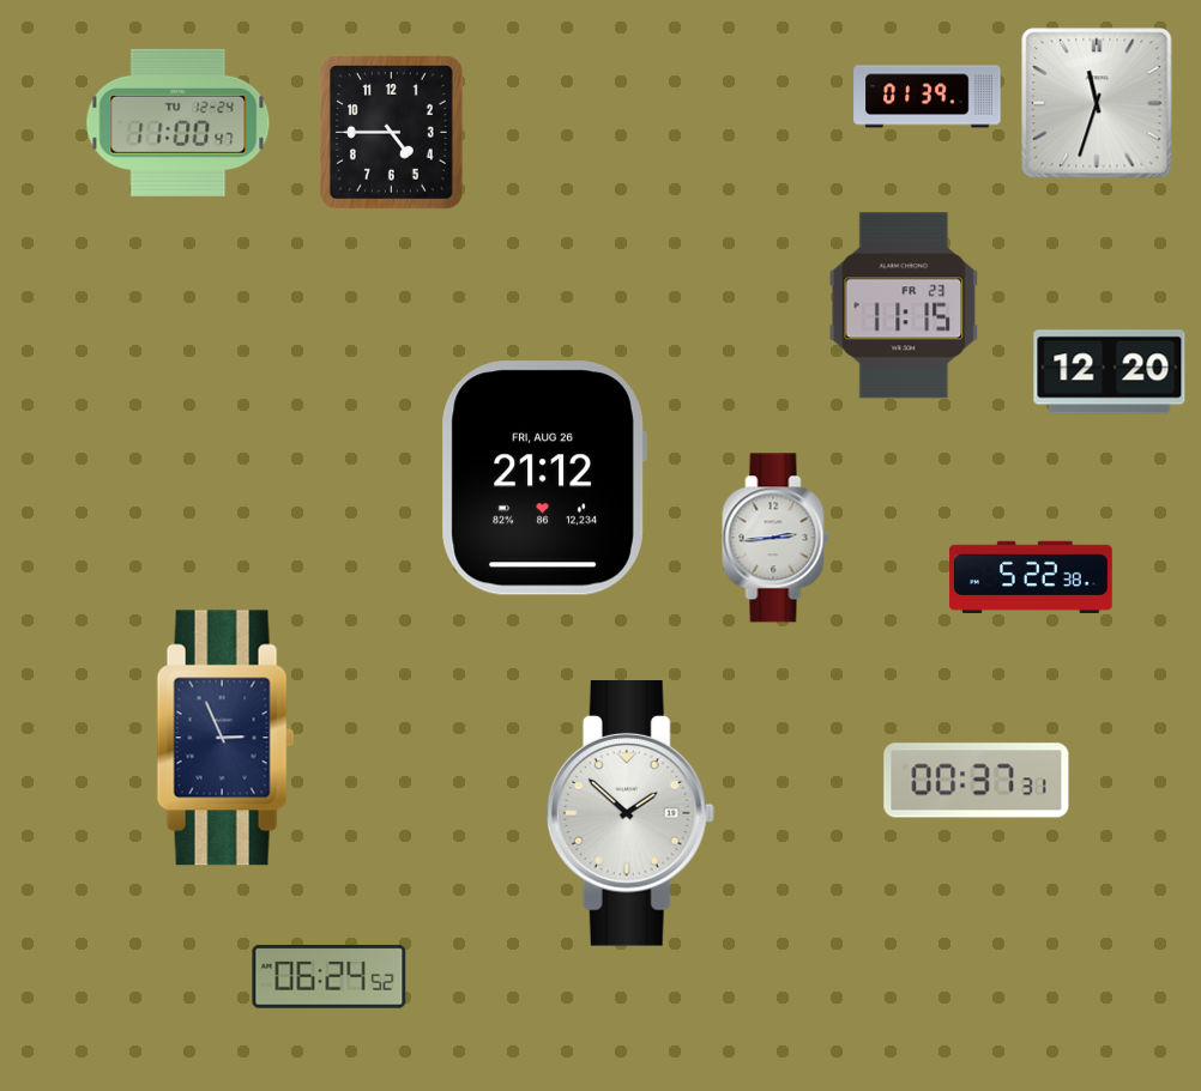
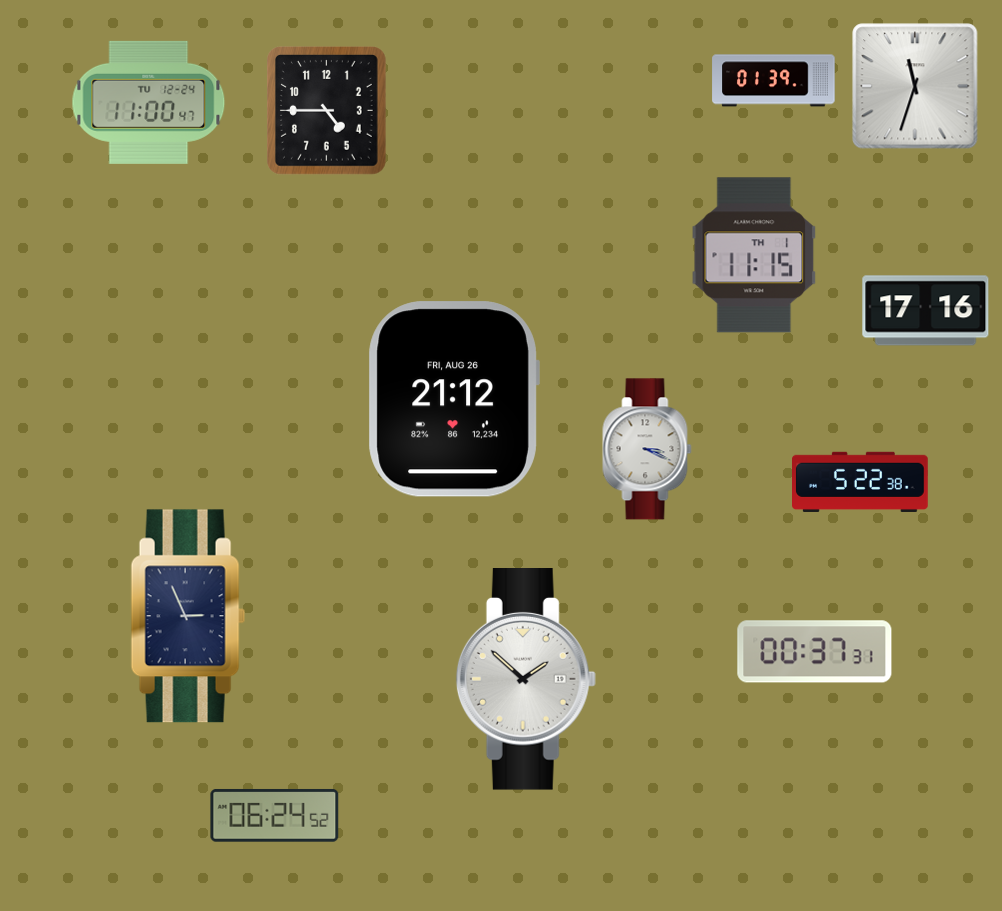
clock at (904, 305) date: FR 23 -> TH 1
clock at (1110, 372): 12:20 -> 17:16
clock at (775, 538): 2:44 -> 3:19
